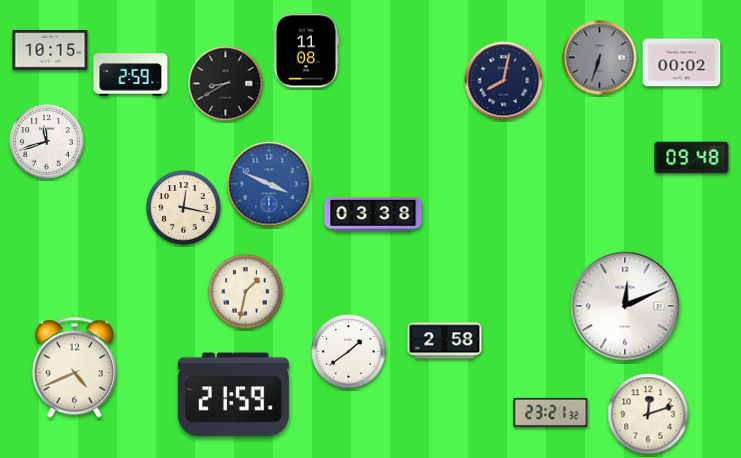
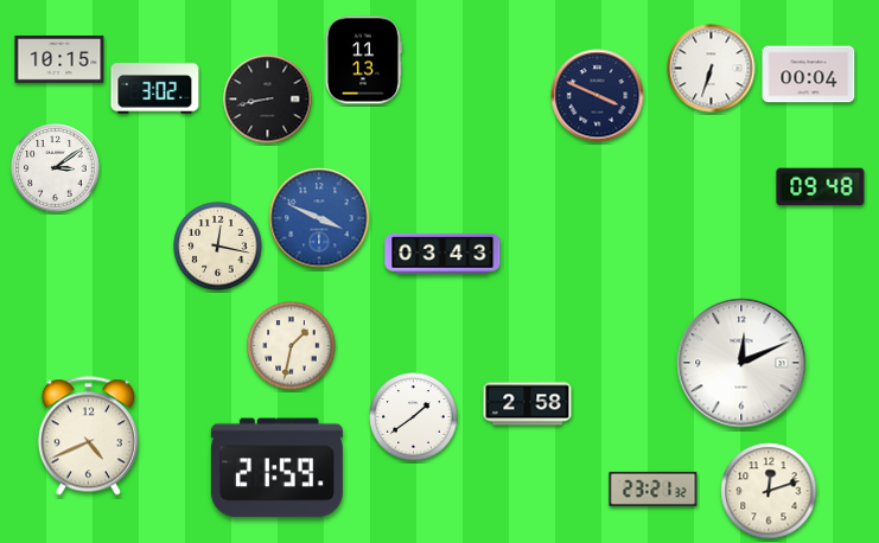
clock at (306, 51): 11:08 -> 11:13
clock at (600, 58) dial: grey -> white
clock at (682, 63): 00:02 -> 00:04
clock at (131, 75): 2:59 -> 3:02
clock at (504, 81): 8:02 -> 3:49
clock at (226, 84): 8:40 -> 8:43
clock at (47, 142): 11:42 -> 3:09
clock at (373, 214): 03:38 -> 03:43
